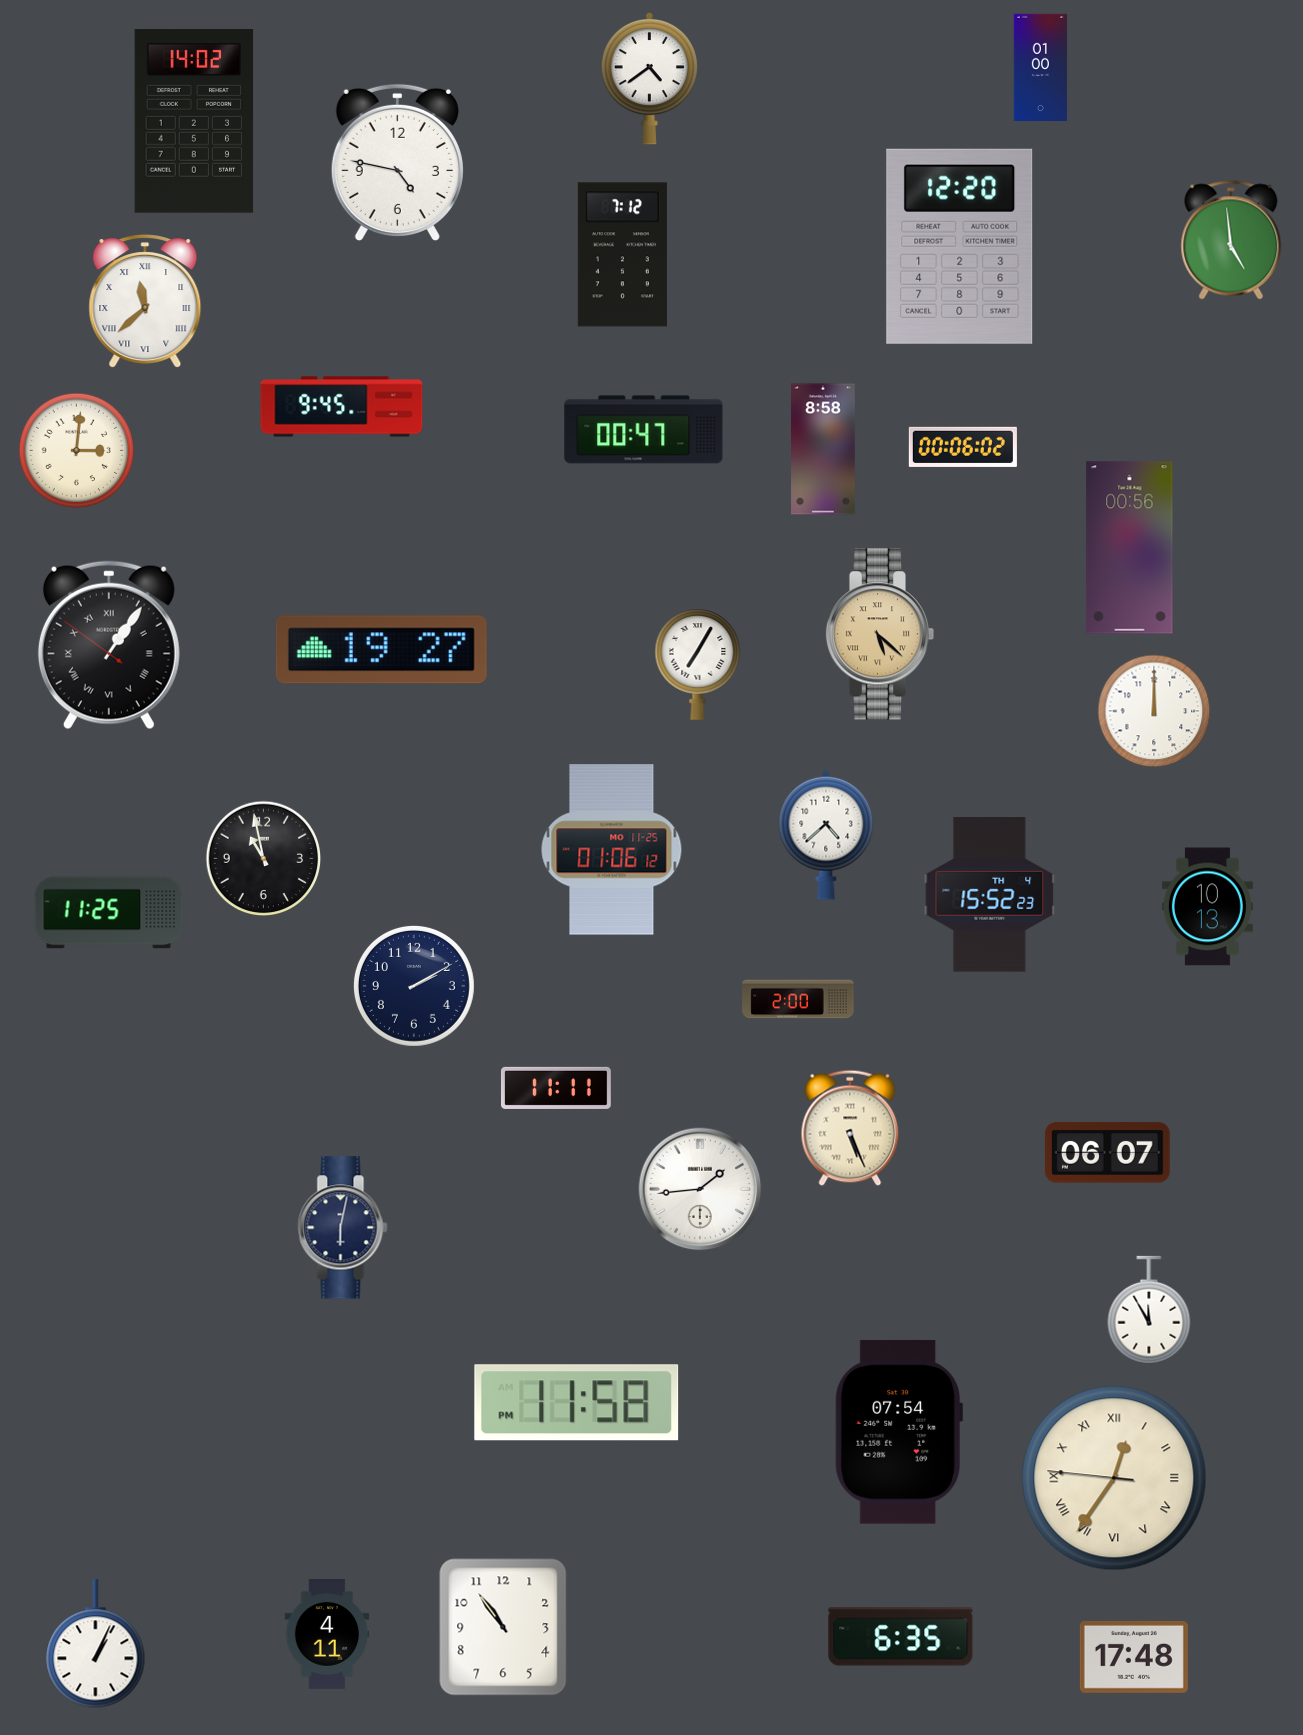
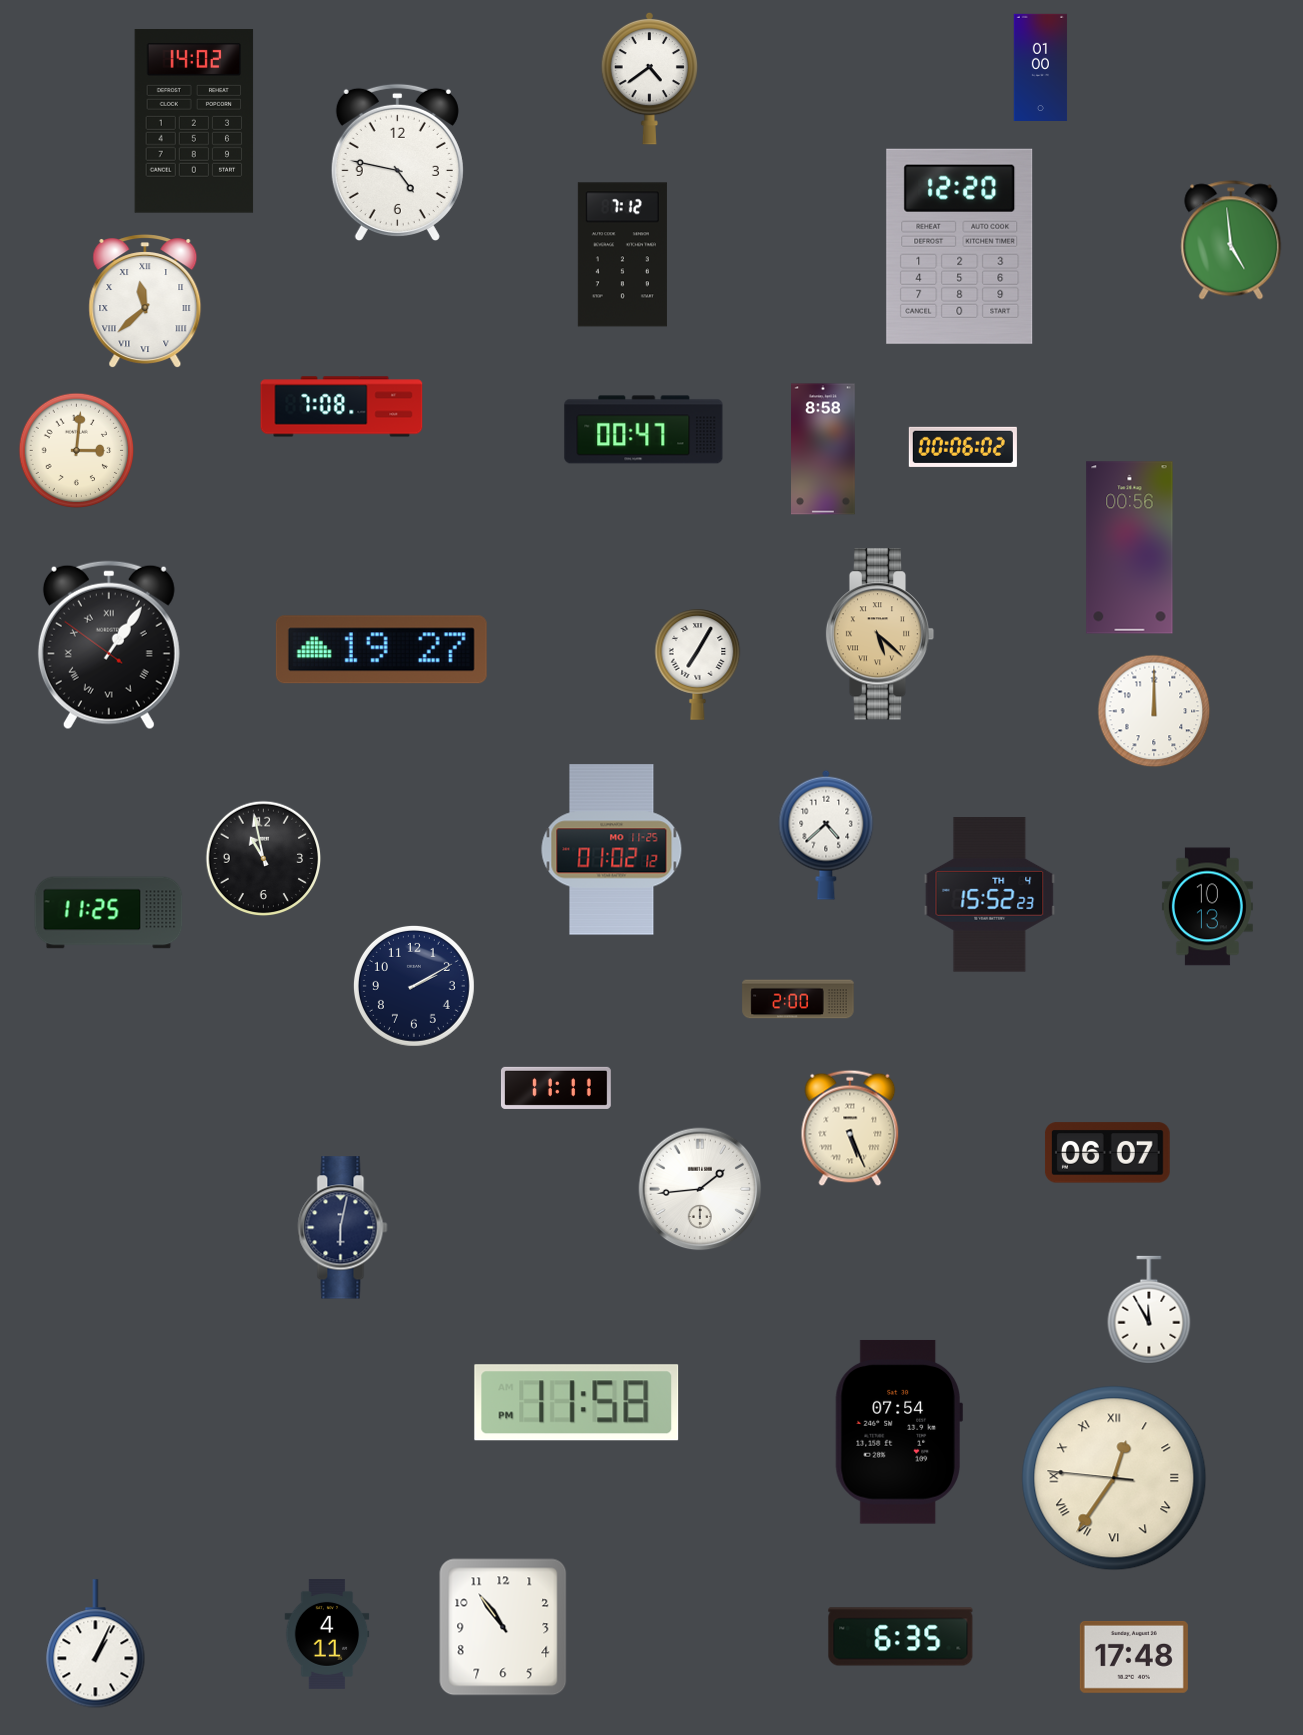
clock at (342, 407): 9:45 -> 7:08
clock at (612, 850): 01:06 -> 01:02
